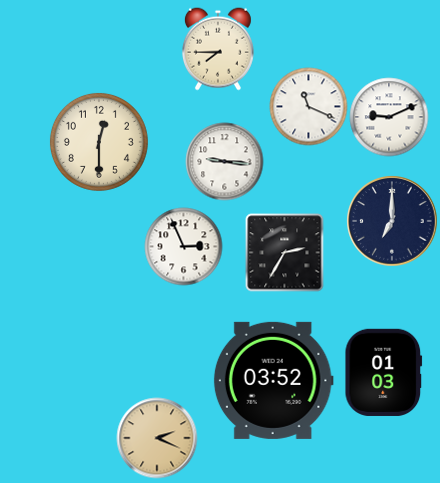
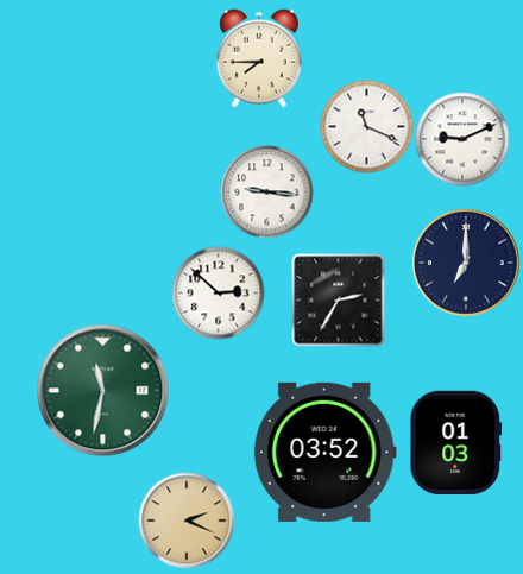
clock at (99, 142): 12:30 -> none
clock at (183, 246): 2:56 -> 2:52
clock at (102, 390): none -> 11:32
